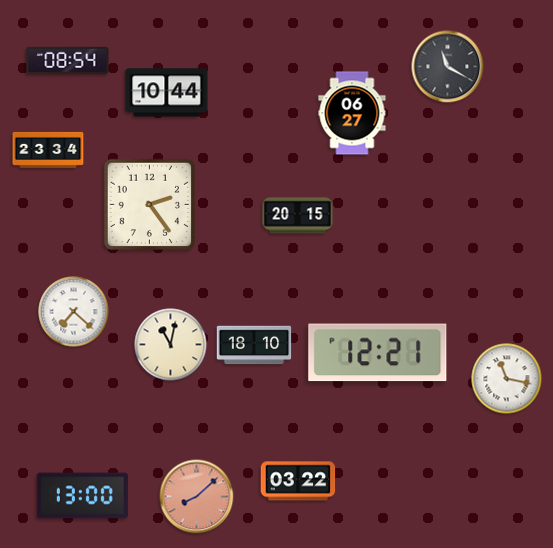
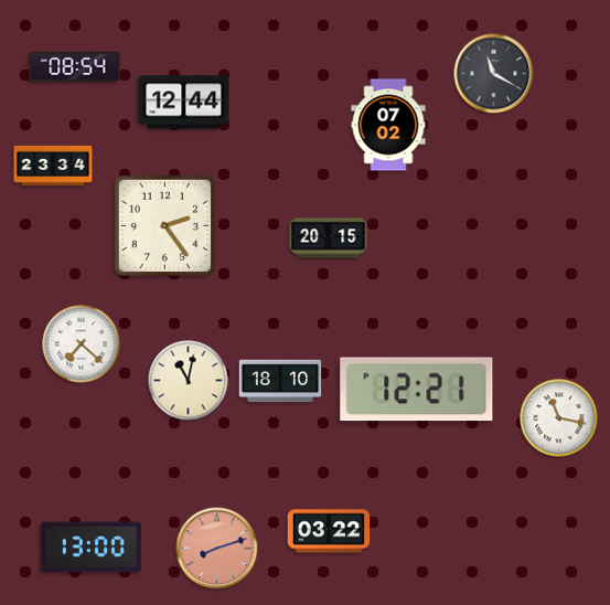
clock at (167, 93): 10:44 -> 12:44
clock at (352, 113): 06:27 -> 07:02
clock at (197, 497): 8:08 -> 8:12
